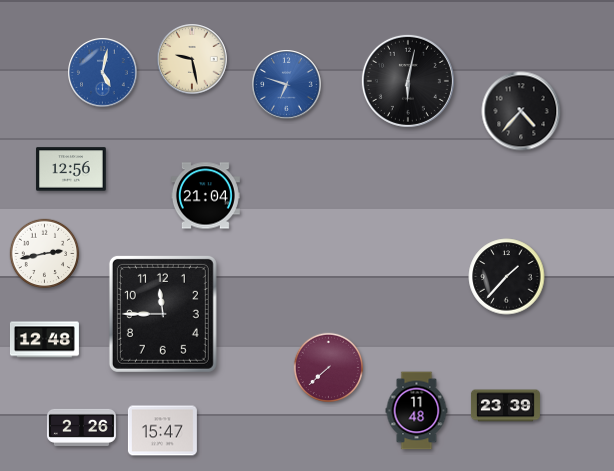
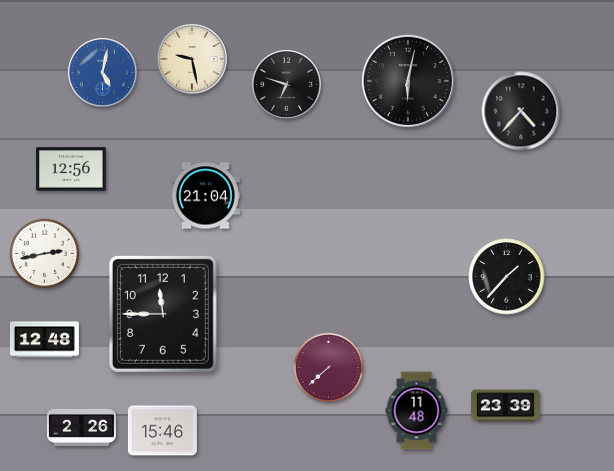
clock at (287, 85) dial: blue -> black
clock at (162, 431): 15:47 -> 15:46
